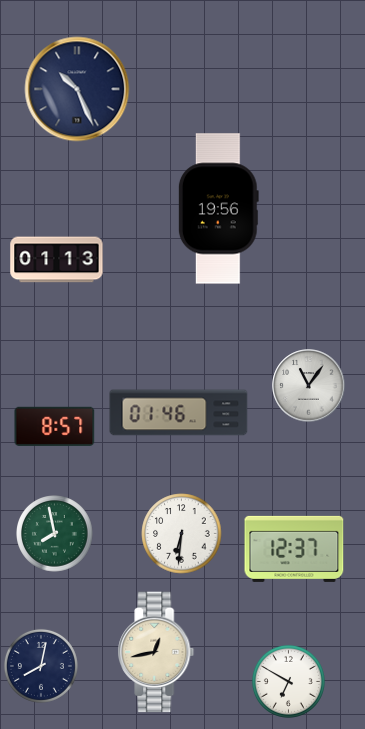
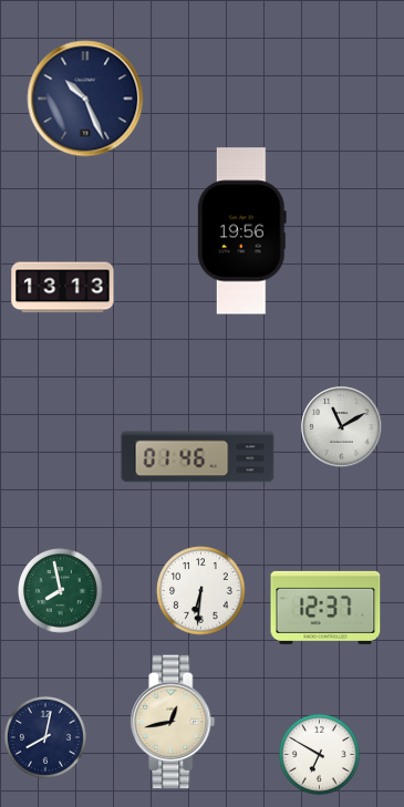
clock at (57, 260): 01:13 -> 13:13
clock at (309, 386): 11:06 -> 11:10
clock at (55, 426): 8:57 -> none
